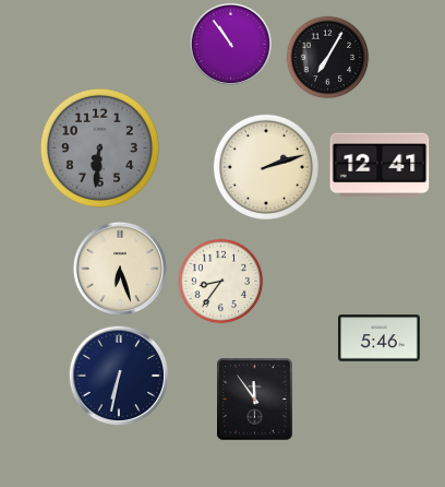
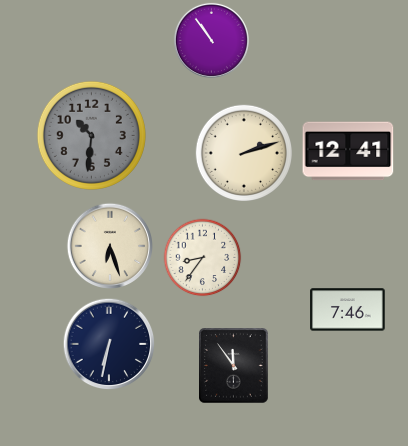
clock at (328, 58): 7:05 -> none
clock at (99, 147): 6:31 -> 10:31
clock at (380, 338): 5:46 -> 7:46
